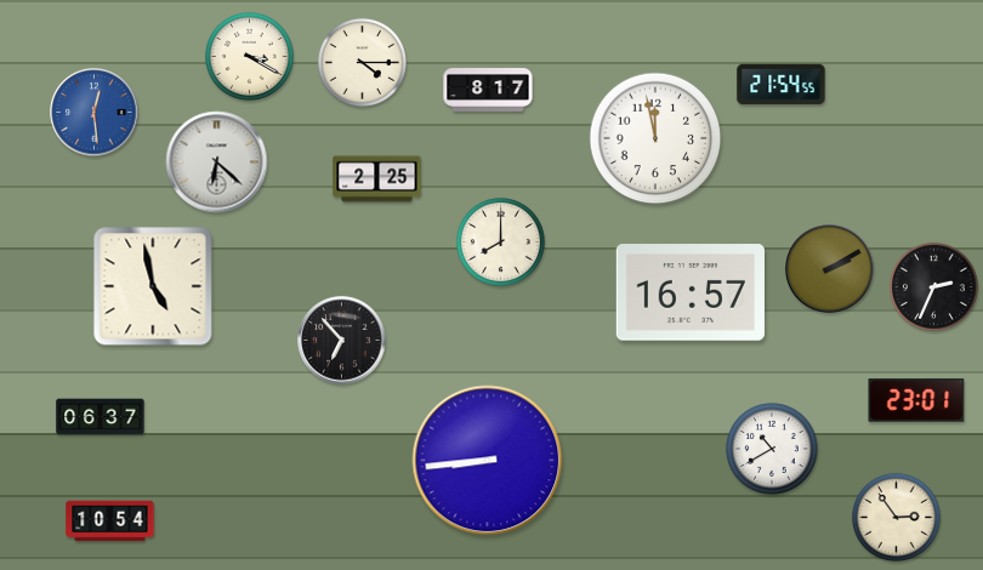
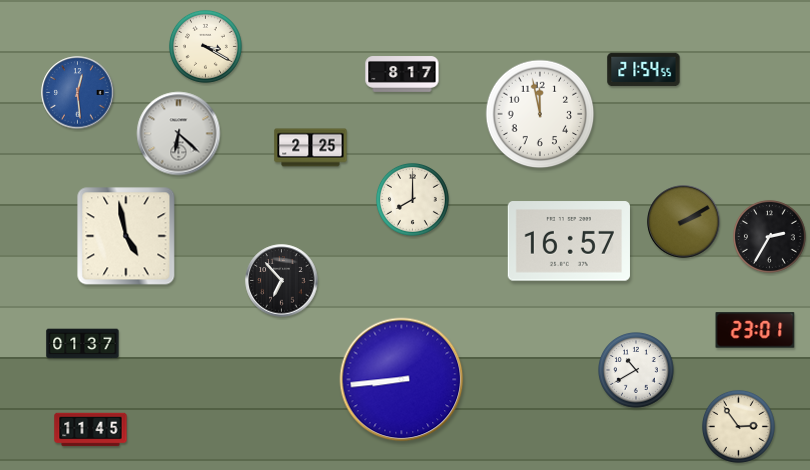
clock at (362, 62): 4:15 -> none
clock at (933, 286): 2:34 -> 2:35
clock at (101, 417): 06:37 -> 01:37
clock at (110, 521): 10:54 -> 11:45
